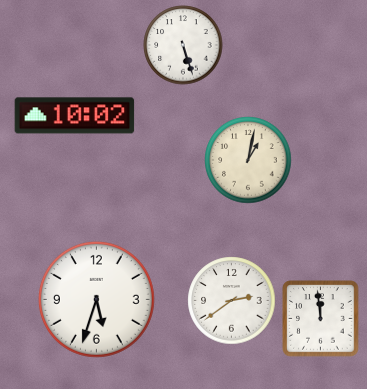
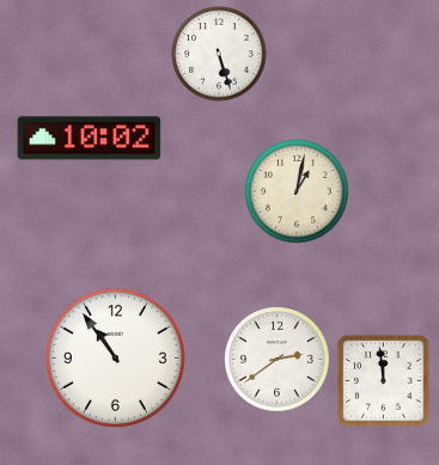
clock at (96, 299): 5:33 -> 10:54
